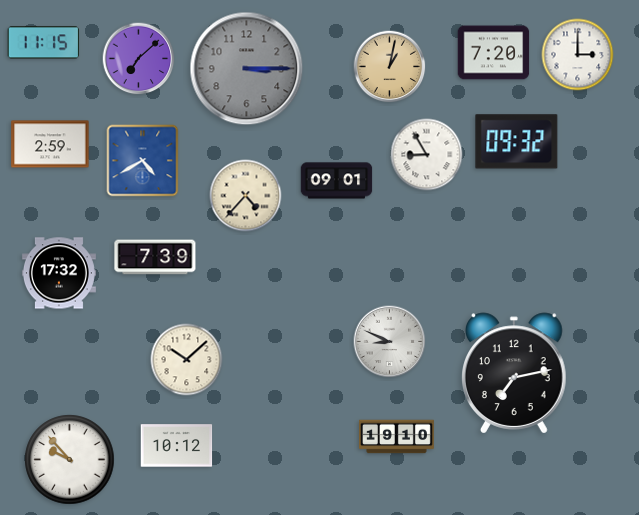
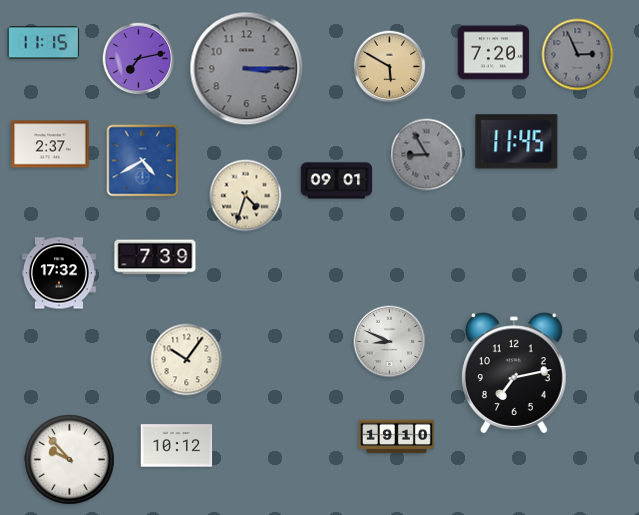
clock at (578, 55): 3:00 -> 2:56
clock at (578, 55) dial: white -> grey
clock at (139, 59): 7:08 -> 7:13
clock at (390, 67): 1:02 -> 5:50
clock at (517, 142): 09:32 -> 11:45
clock at (50, 144): 2:59 -> 2:37
clock at (427, 155) dial: white -> grey
clock at (246, 196): 4:37 -> 4:33
clock at (187, 360): 10:08 -> 10:06
